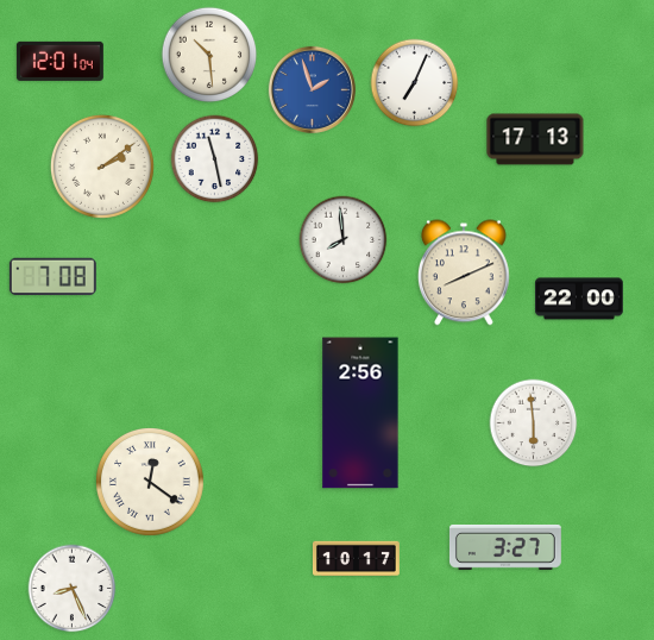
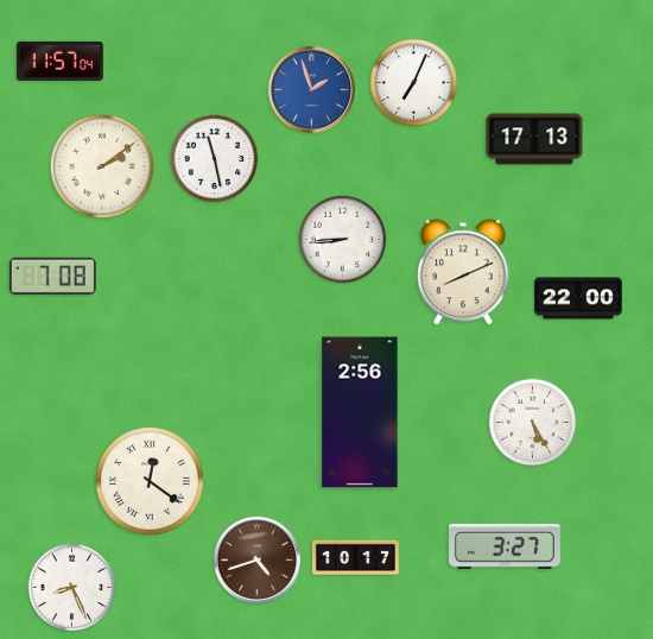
clock at (209, 55): 10:29 -> none
clock at (59, 61): 12:01 -> 11:57
clock at (344, 240): 7:59 -> 8:44
clock at (534, 423): 5:59 -> 5:25
clock at (256, 559): none -> 4:42
